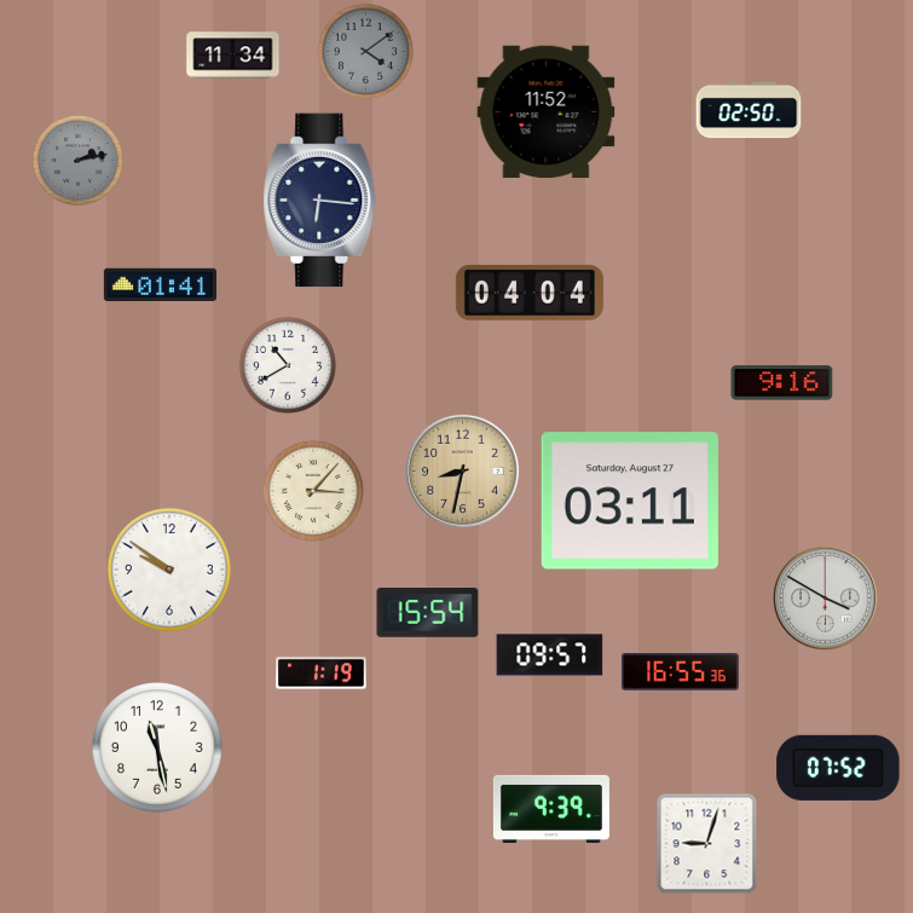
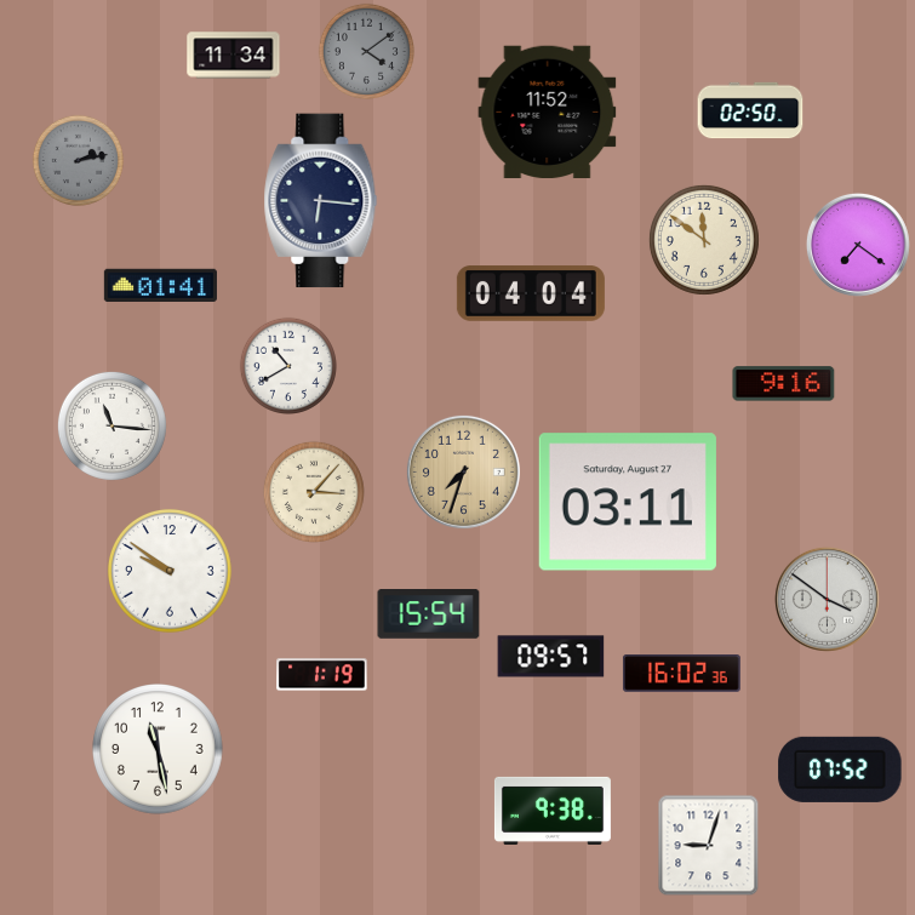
clock at (704, 240): none -> 11:51
clock at (858, 245): none -> 7:21
clock at (111, 425): none -> 11:16
clock at (462, 470): 8:32 -> 7:33
clock at (630, 501) position: (630, 501) -> (628, 502)
clock at (825, 597): 3:50 -> 3:51
clock at (680, 672): 16:55 -> 16:02
clock at (551, 809): 9:39 -> 9:38
